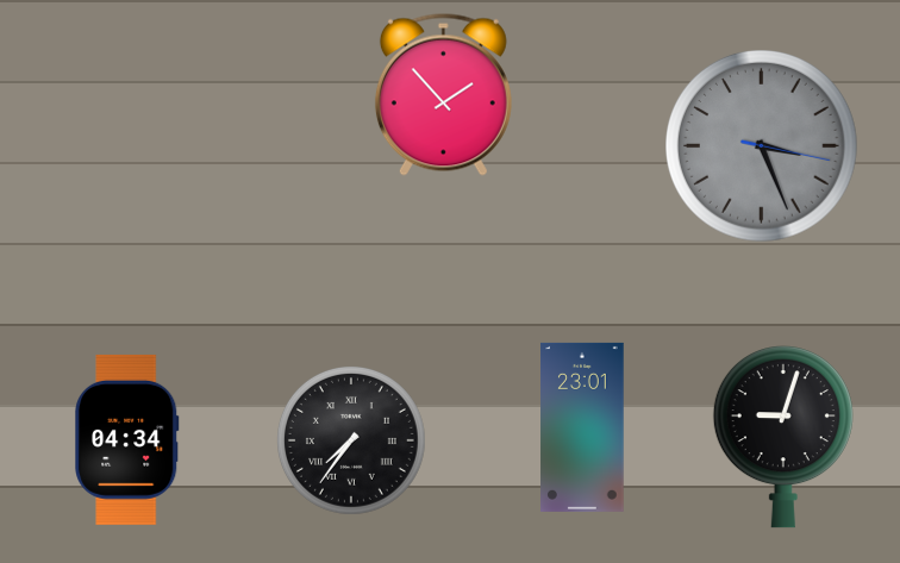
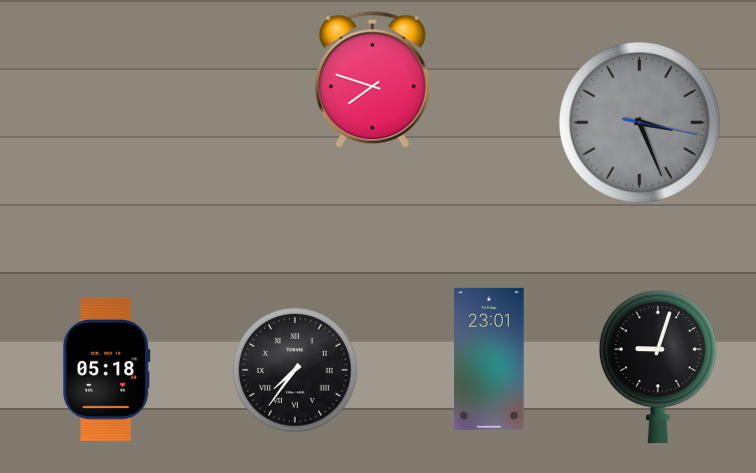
clock at (443, 94): 1:53 -> 7:48
clock at (127, 439): 04:34 -> 05:18
